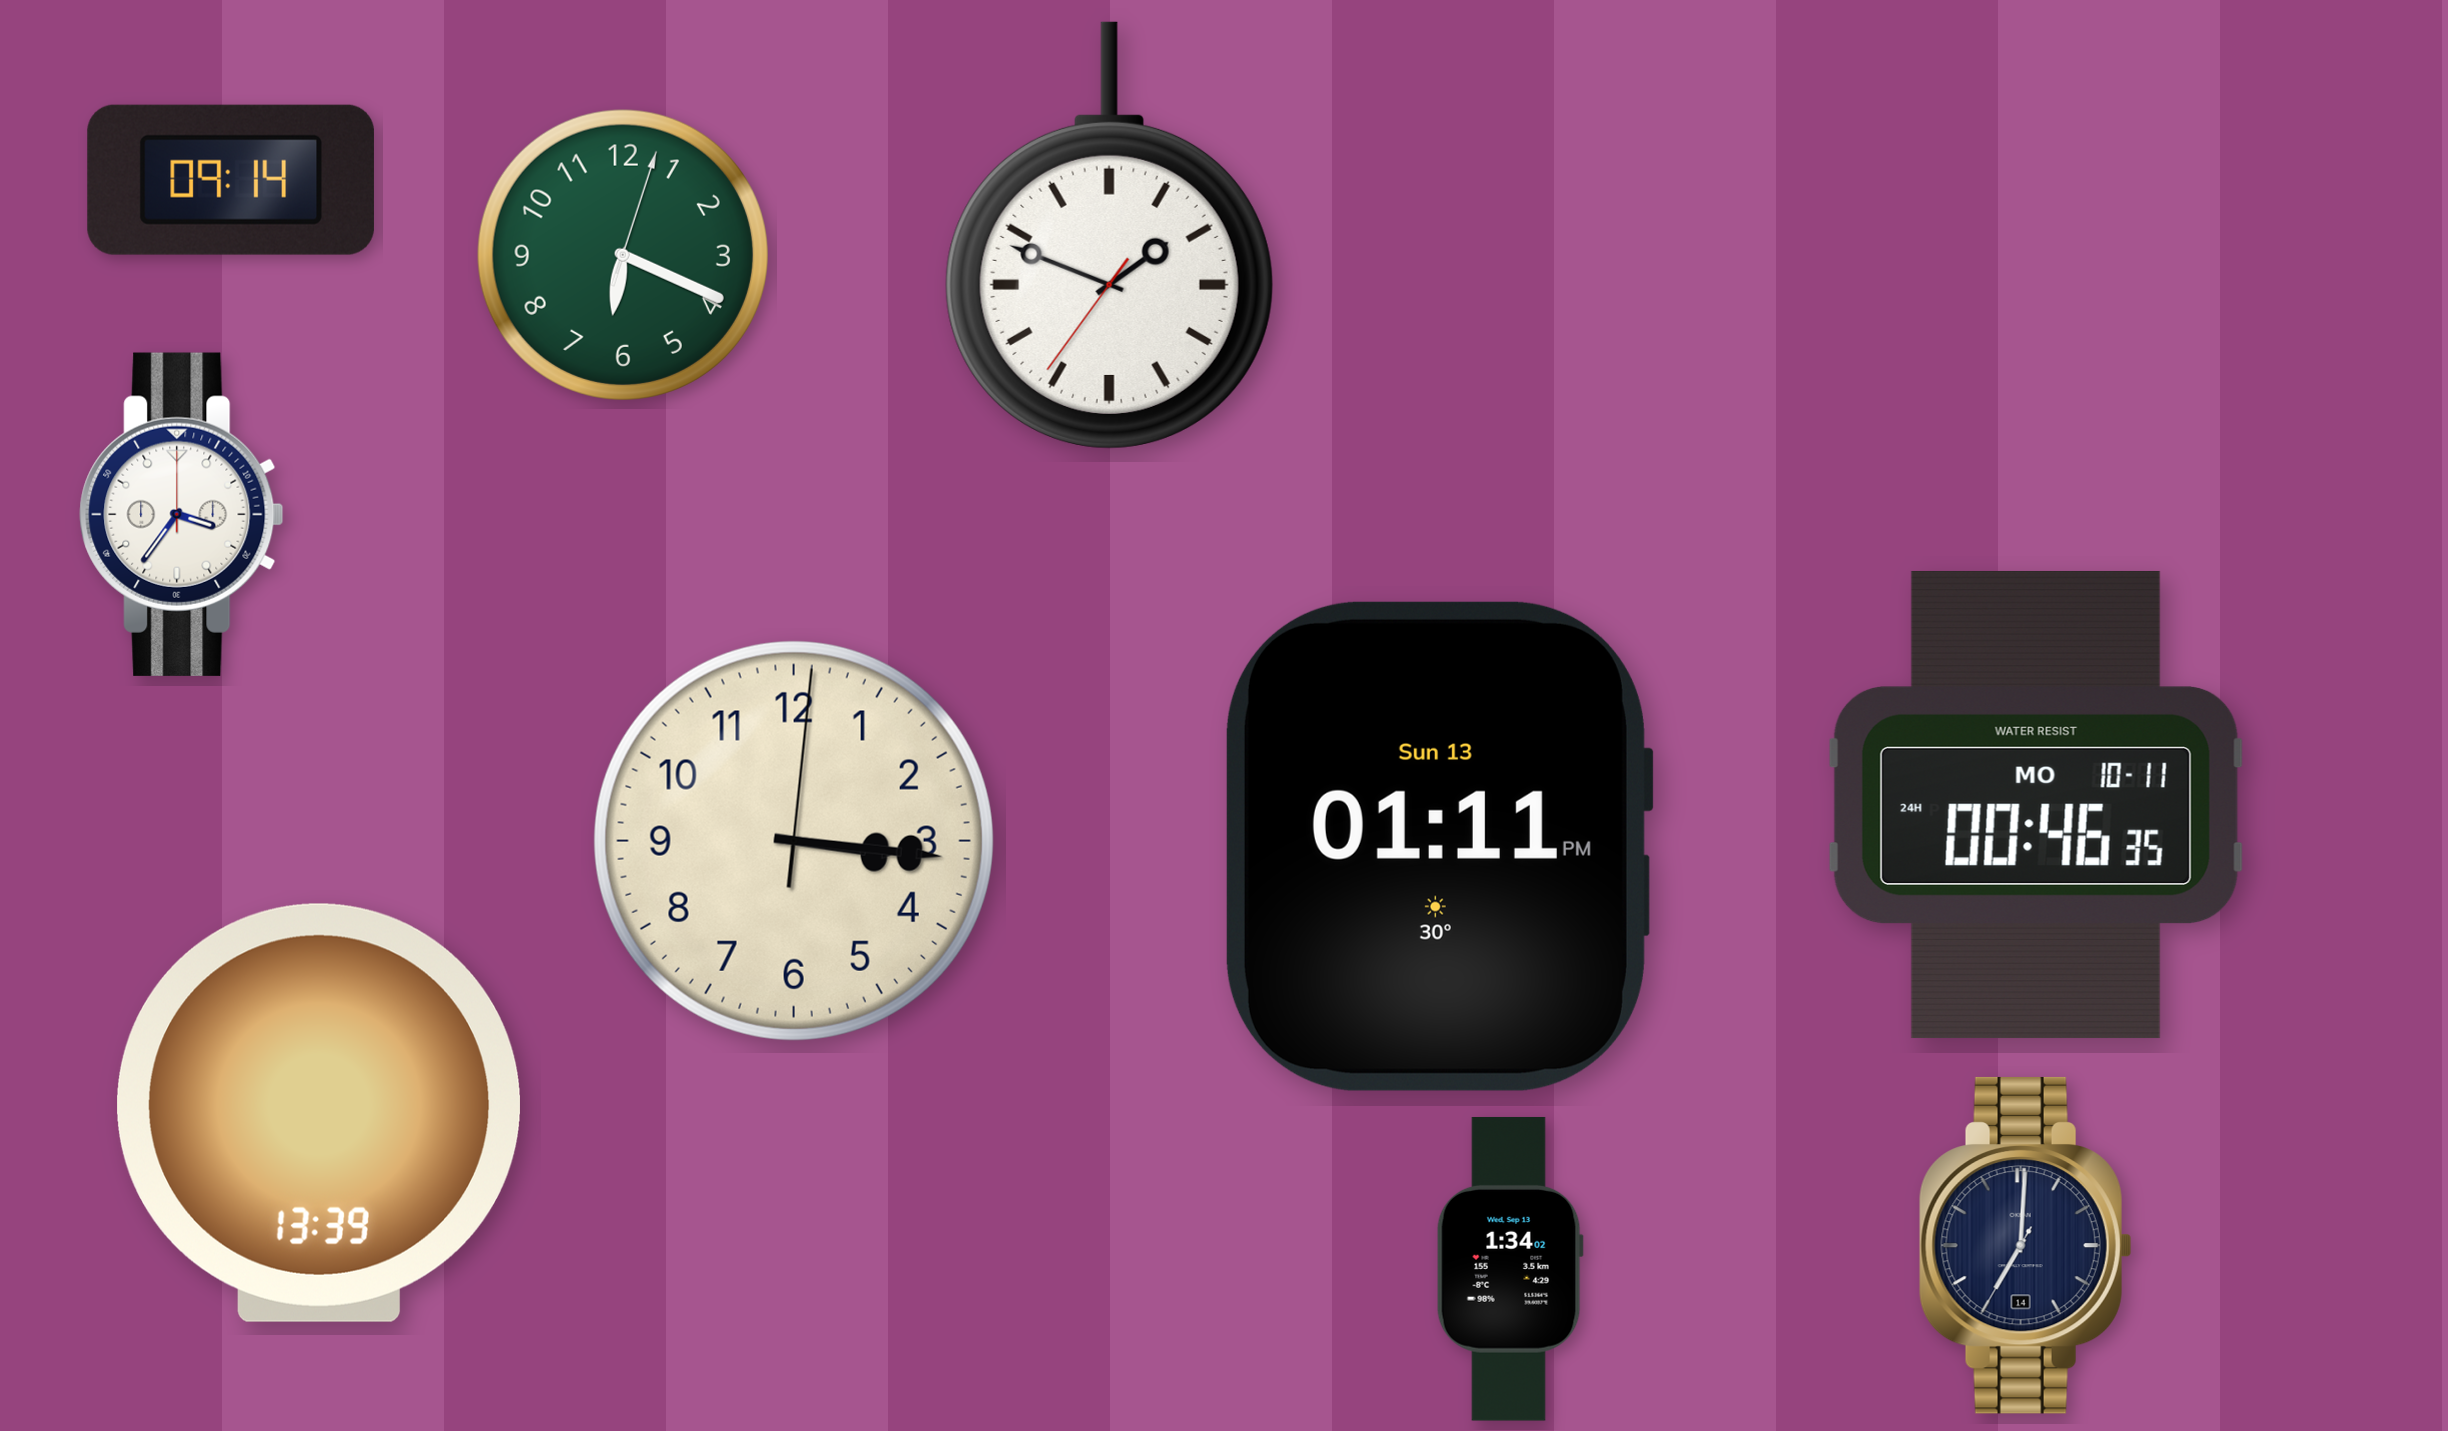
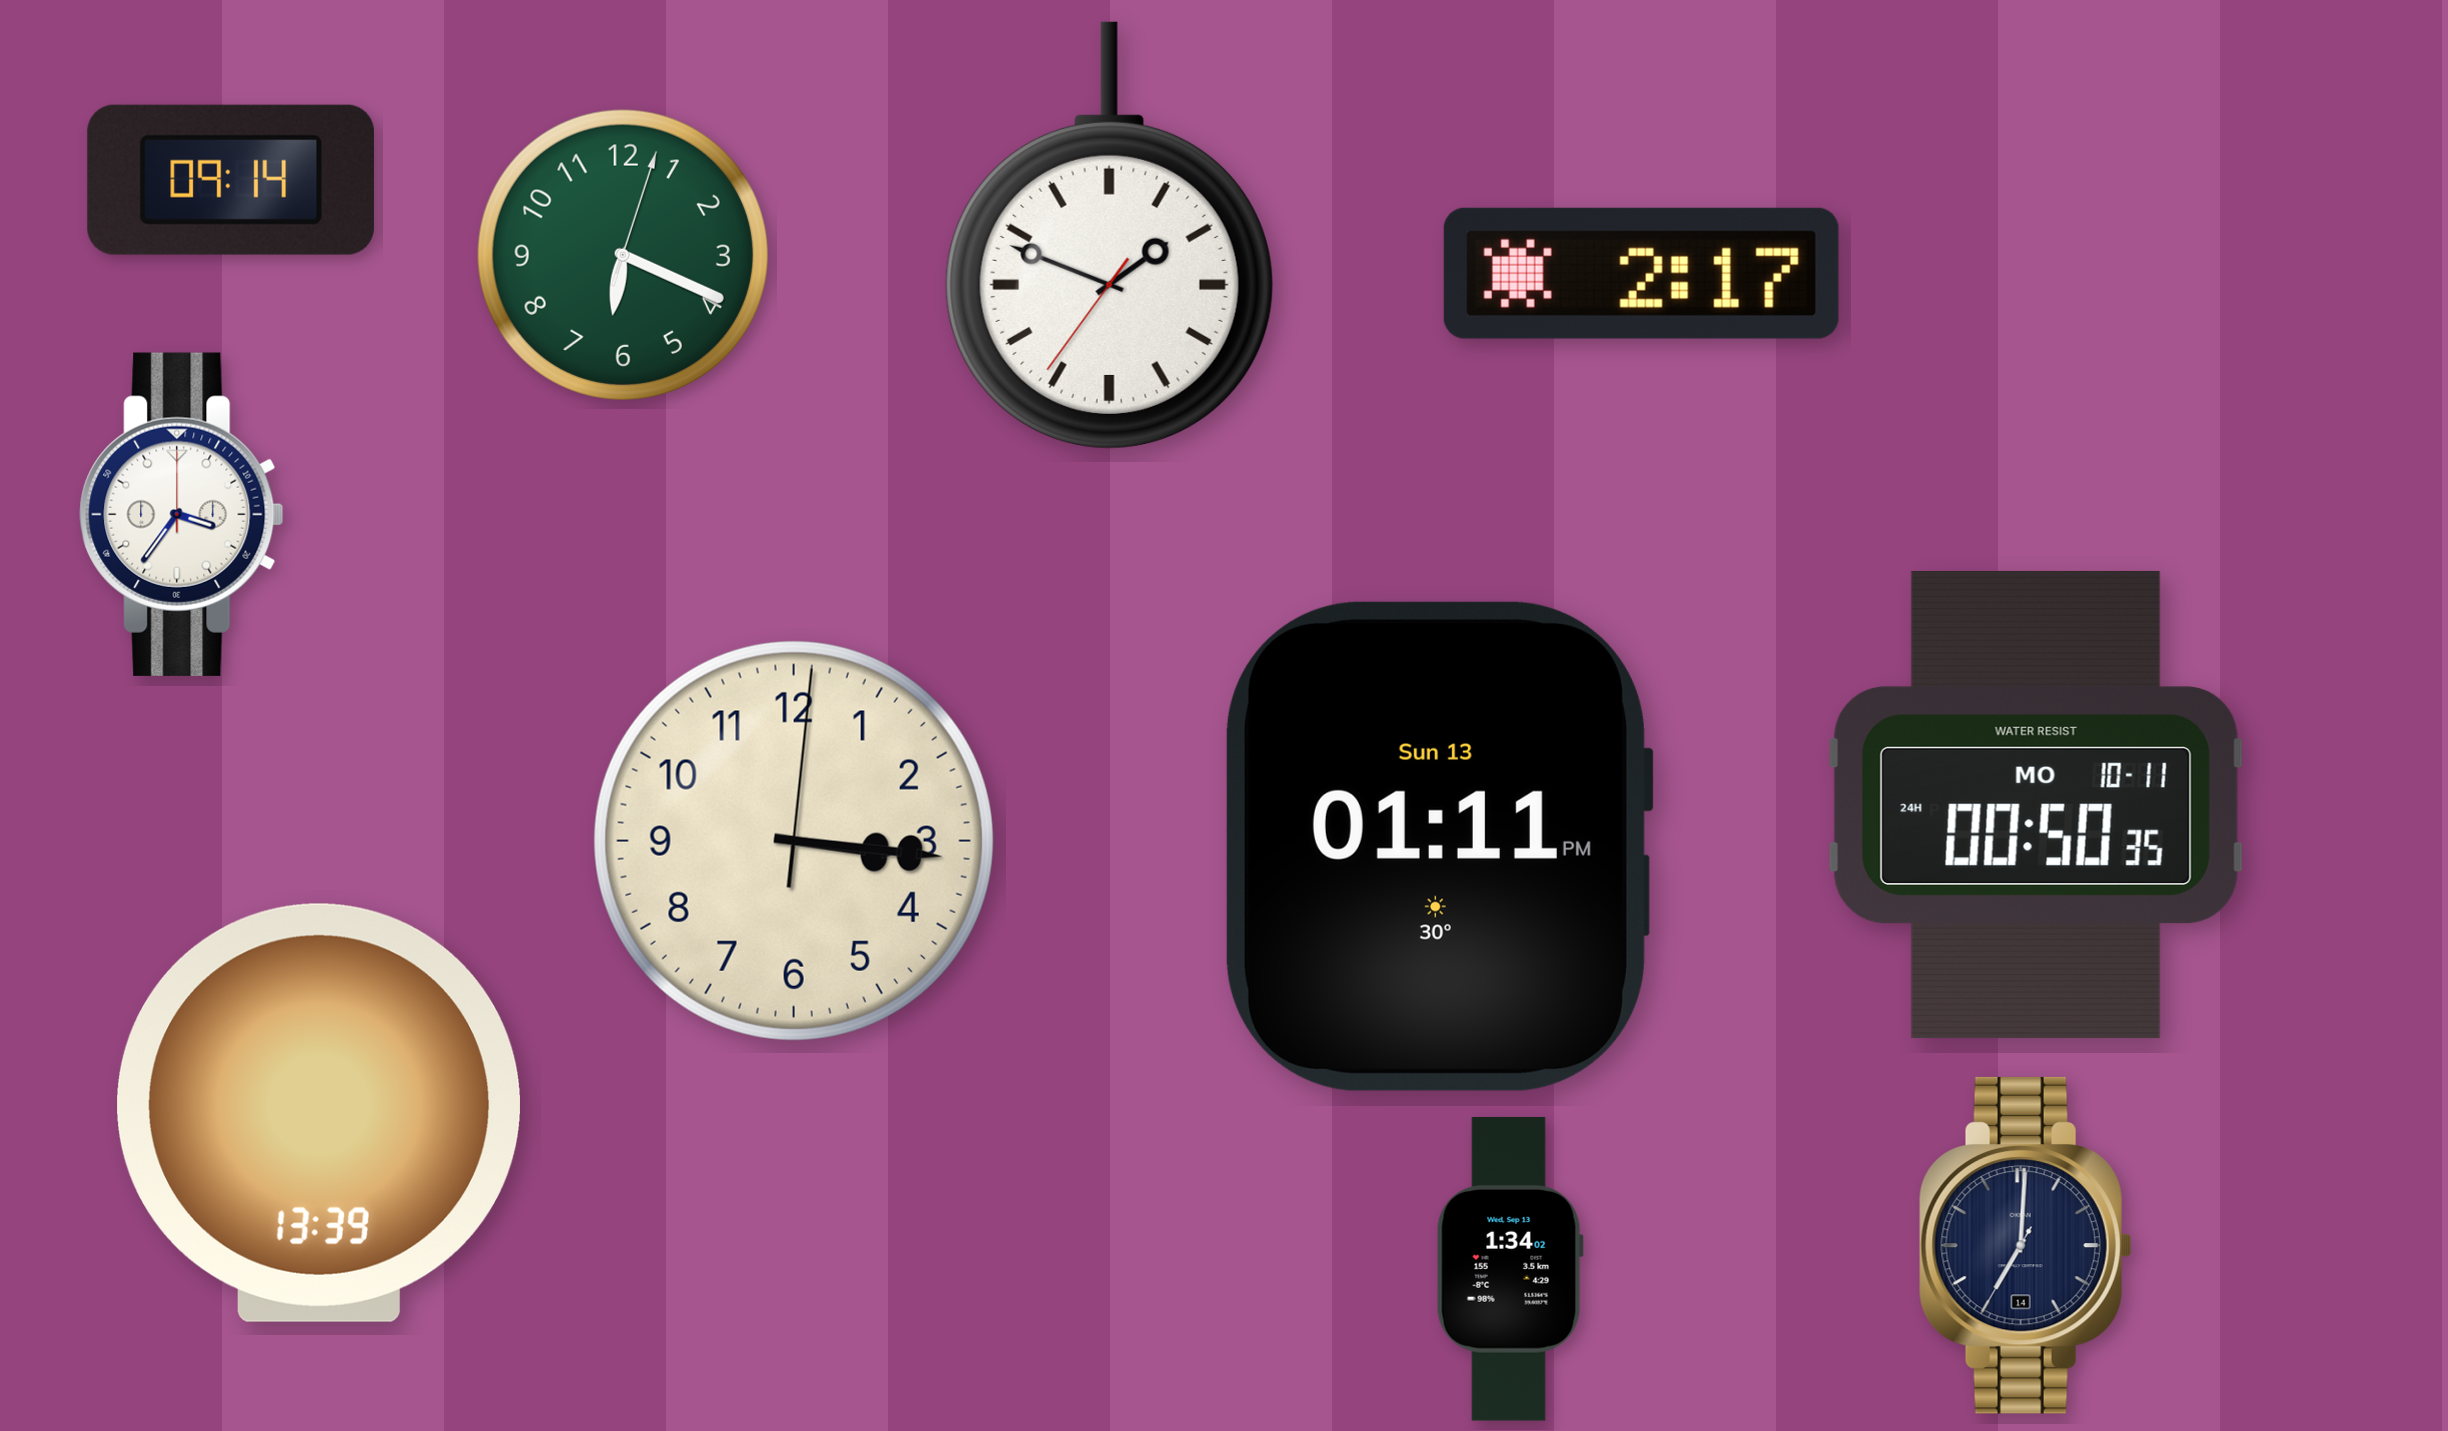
clock at (1641, 273): none -> 2:17
clock at (2036, 805): 00:46 -> 00:50
